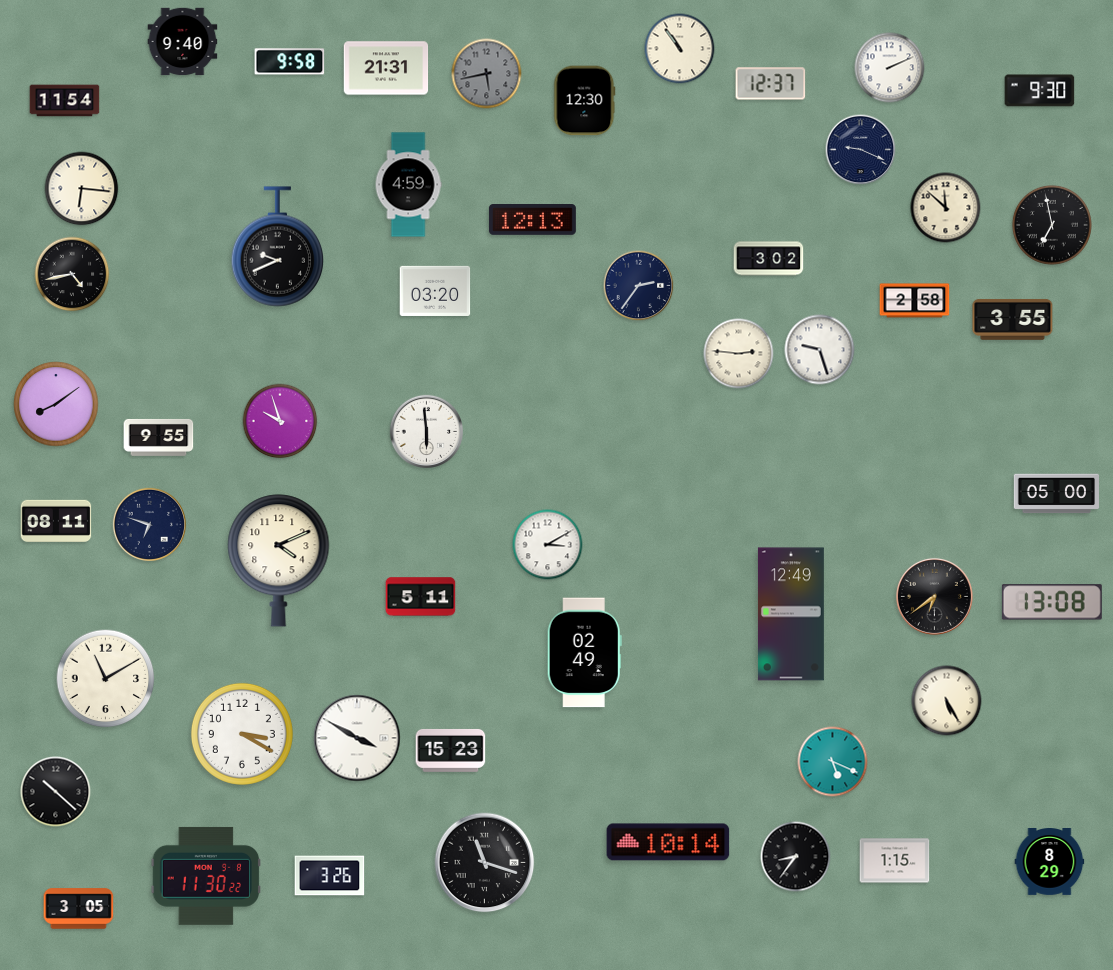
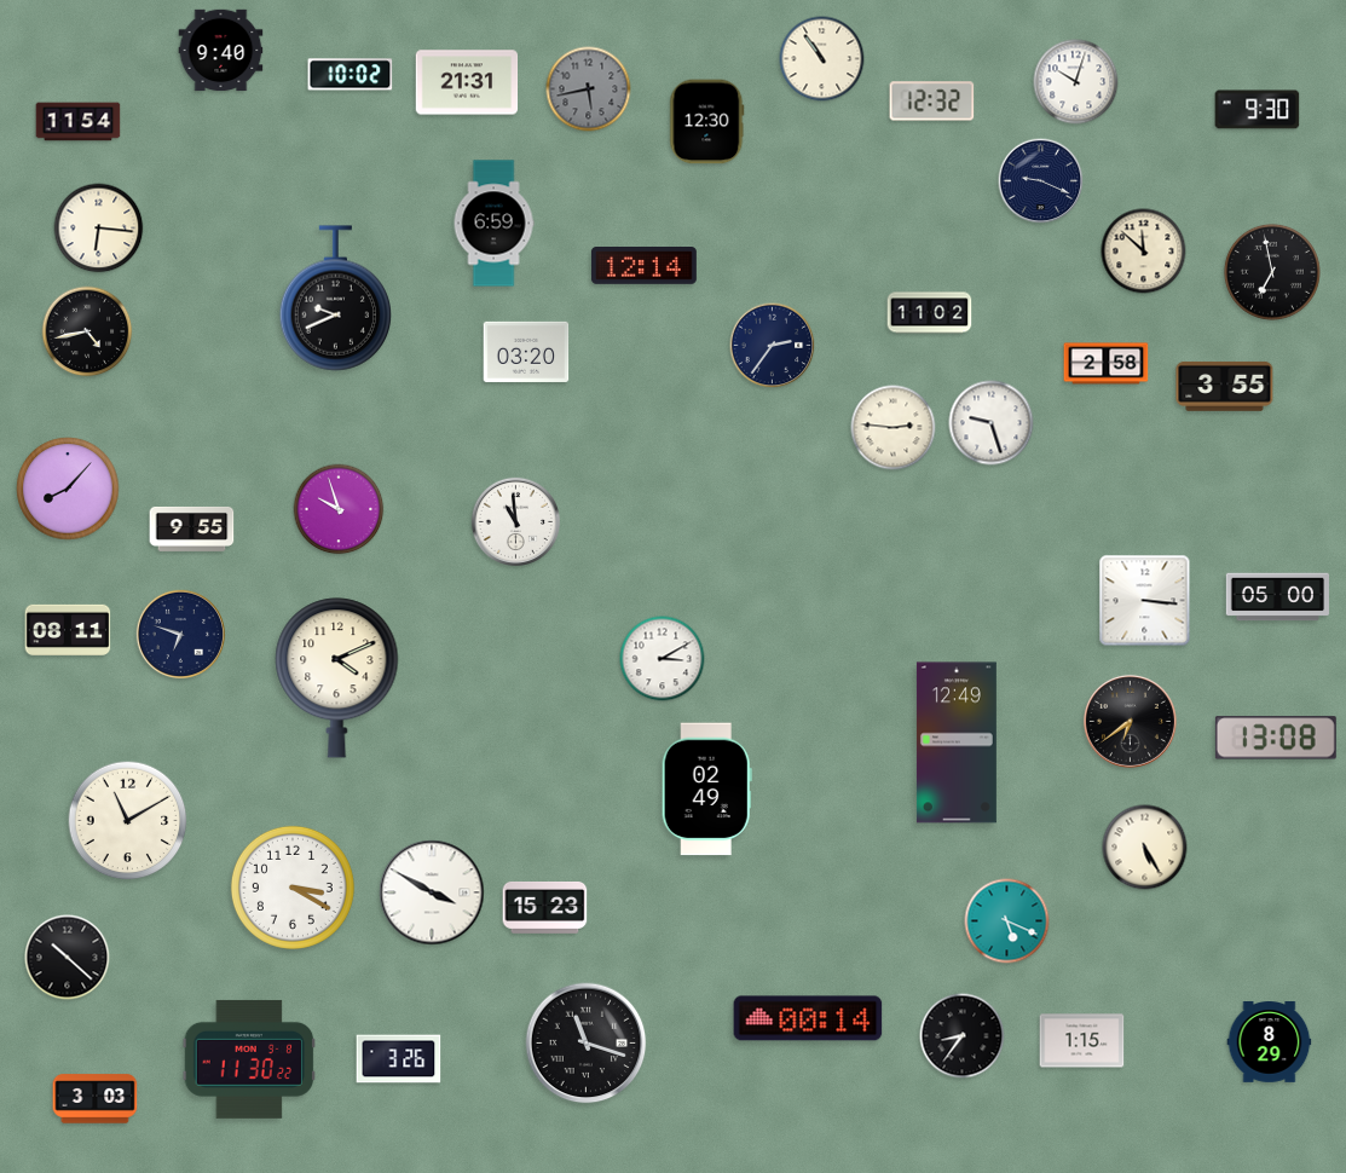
clock at (290, 62): 9:58 -> 10:02
clock at (890, 68): 2:11 -> 10:03
clock at (771, 84): 12:37 -> 12:32
clock at (408, 185): 4:59 -> 6:59
clock at (532, 220): 12:13 -> 12:14
clock at (769, 259): 3:02 -> 11:02
clock at (56, 404): 8:09 -> 8:07
clock at (426, 431): 5:59 -> 10:59
clock at (1145, 601): none -> 3:16
clock at (421, 597): 5:11 -> none
clock at (1052, 602) position: (1052, 602) -> (1276, 738)
clock at (668, 842): 10:14 -> 00:14
clock at (79, 909): 3:05 -> 3:03
